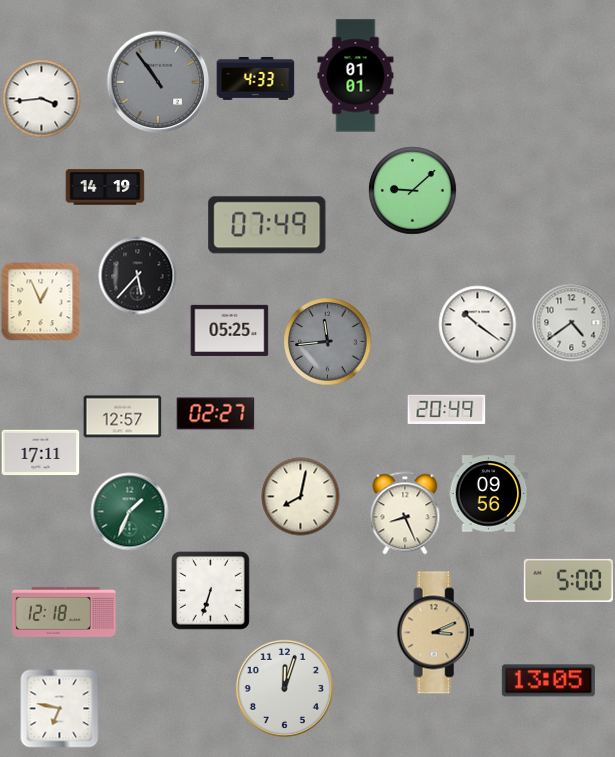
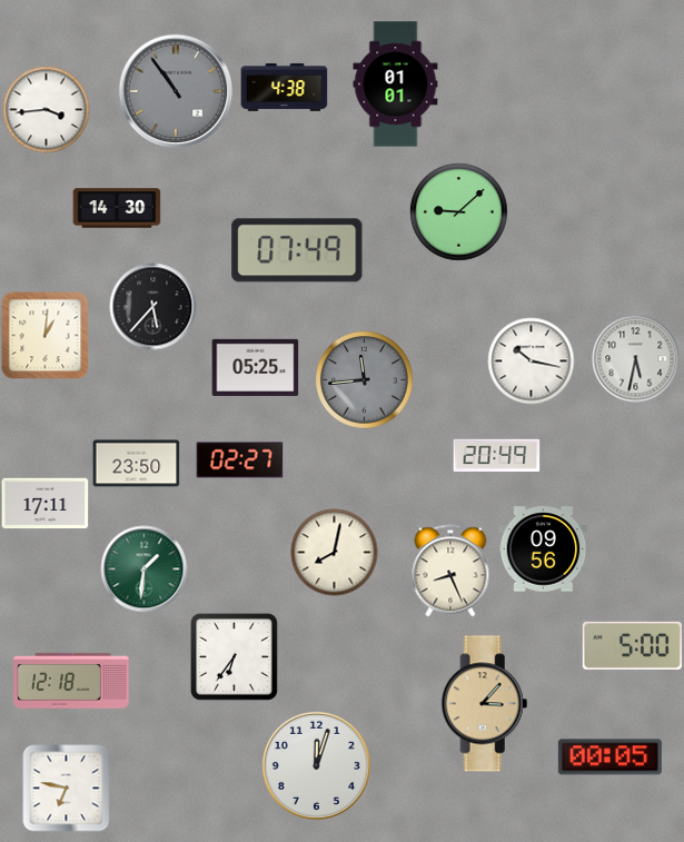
clock at (255, 78): 4:33 -> 4:38
clock at (105, 187): 14:19 -> 14:30
clock at (40, 301): 12:56 -> 1:01
clock at (571, 322): 4:39 -> 5:32
clock at (477, 324): 10:21 -> 10:17
clock at (122, 417): 12:57 -> 23:50
clock at (129, 511): 1:34 -> 1:31
clock at (210, 590): 6:33 -> 6:36
clock at (436, 633): 3:11 -> 3:07
clock at (548, 681): 13:05 -> 00:05
